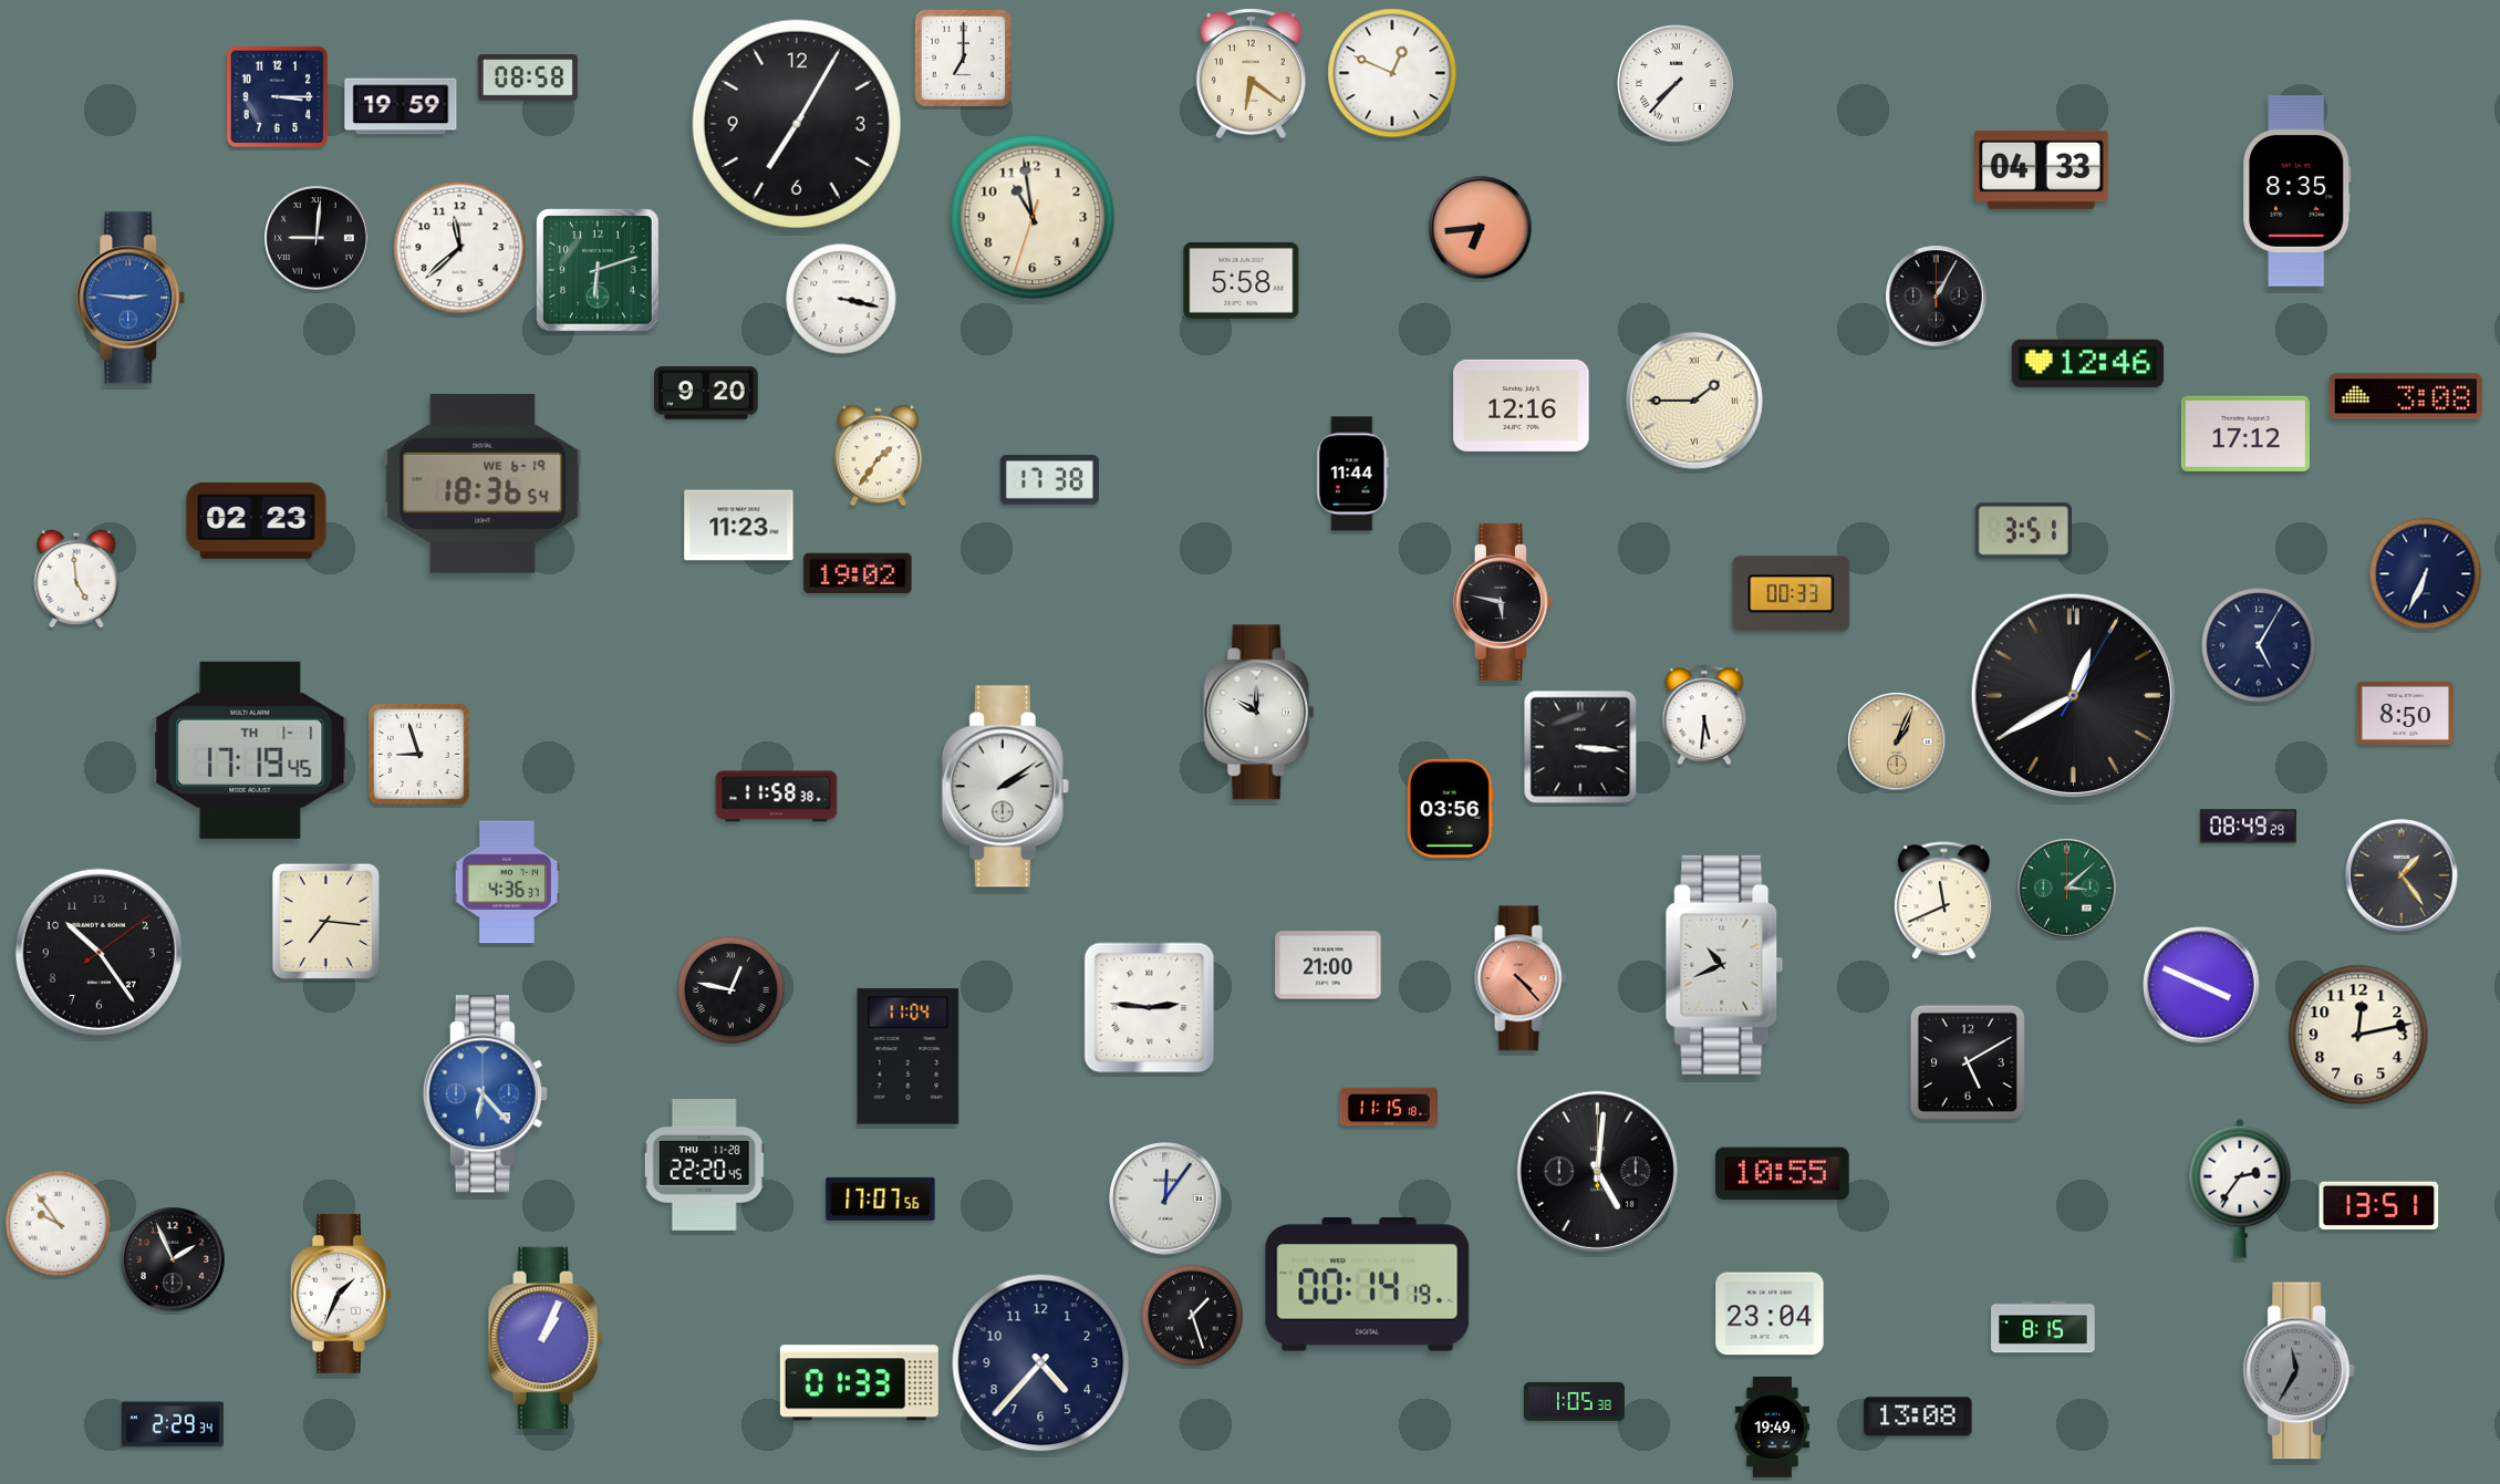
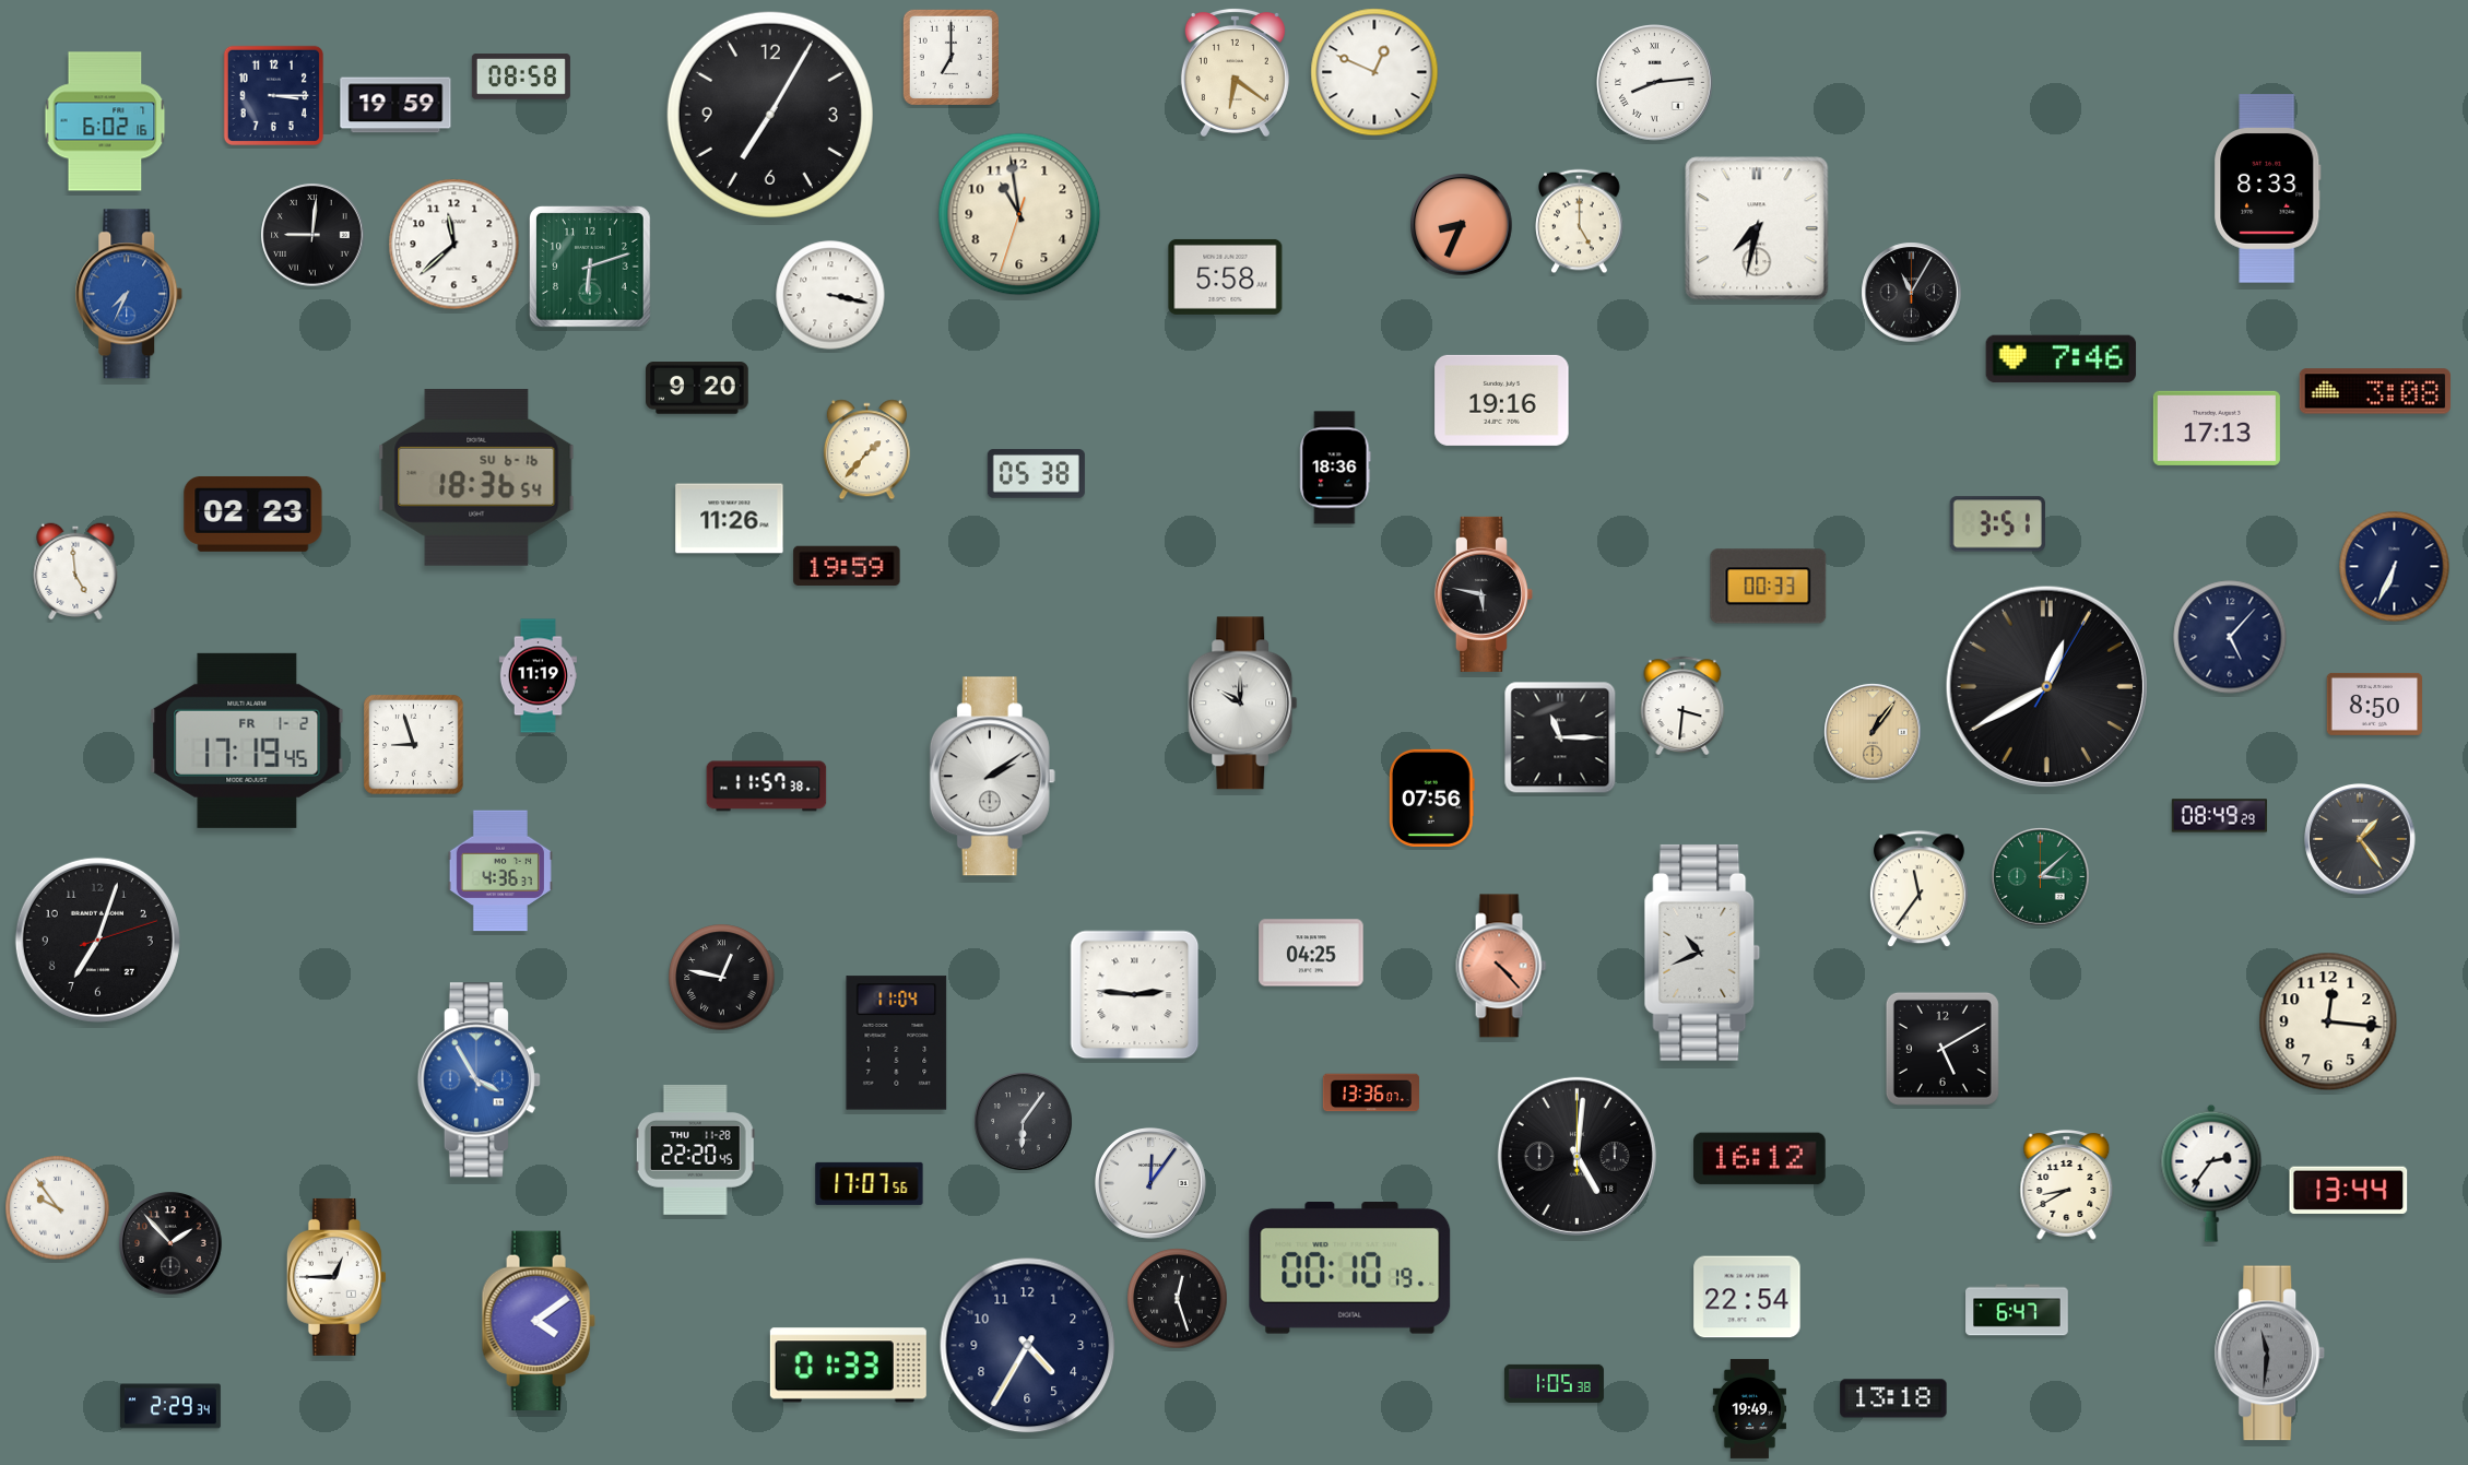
clock at (1677, 84): 7:37 -> 8:14
clock at (105, 121): none -> 6:02
clock at (797, 124) position: (797, 124) -> (770, 115)
clock at (2042, 169): 04:33 -> none
clock at (2297, 191): 8:35 -> 8:33
clock at (1580, 222): none -> 5:00
clock at (1481, 228): 6:44 -> 8:34
clock at (1757, 228): none -> 7:32
clock at (1937, 297): 1:05 -> 11:05
clock at (131, 298): 2:46 -> 7:34
clock at (2088, 364): 12:46 -> 7:46
clock at (1694, 401): 1:45 -> none
clock at (1522, 405): 12:16 -> 19:16
clock at (2245, 434): 17:12 -> 17:13
clock at (878, 456): 1:36 -> 1:37
clock at (1352, 474): 11:44 -> 18:36
clock at (1049, 480): 17:38 -> 05:38
clock at (483, 485) date: WE 6-19 -> SU 6-16
clock at (739, 526): 11:23 -> 11:26
clock at (858, 572): 19:02 -> 19:59
clock at (2259, 645): 5:05 -> 5:07
clock at (538, 676): none -> 11:19
clock at (1704, 714): 5:31 -> 3:31
clock at (1897, 741): 1:04 -> 1:06
clock at (1580, 747): 3:16 -> 11:15
clock at (250, 750) date: TH 1-1 -> FR 1-2
clock at (777, 797): 11:58 -> 11:57
clock at (1450, 808): 03:56 -> 07:56
clock at (2403, 876) position: (2403, 876) -> (2361, 840)
clock at (1943, 901): 11:41 -> 11:36
clock at (325, 922): 7:16 -> none
clock at (98, 952): 10:24 -> 7:03
clock at (1328, 965): 21:00 -> 04:25
clock at (2202, 986): 3:49 -> none
clock at (2358, 1035): 12:13 -> 12:16
clock at (485, 1094): 6:23 -> 3:55
clock at (1388, 1107): 11:15 -> 13:36
clock at (1024, 1122): none -> 6:06
clock at (1783, 1174): 10:55 -> 16:12
clock at (2067, 1185): none -> 8:40
clock at (2379, 1205): 13:51 -> 13:44
clock at (173, 1259): 1:56 -> 1:53
clock at (1368, 1285): 00:14 -> 00:10
clock at (341, 1294): 1:34 -> 12:45
clock at (1770, 1314): 23:04 -> 22:54
clock at (1193, 1316): 1:27 -> 12:27
clock at (2043, 1327): 8:15 -> 6:47
clock at (546, 1337): 1:04 -> 4:09
clock at (1041, 1363): 4:37 -> 4:35
clock at (2300, 1371): 11:35 -> 11:31
clock at (1918, 1416): 13:08 -> 13:18
